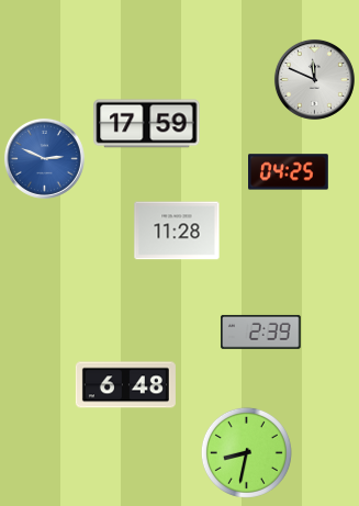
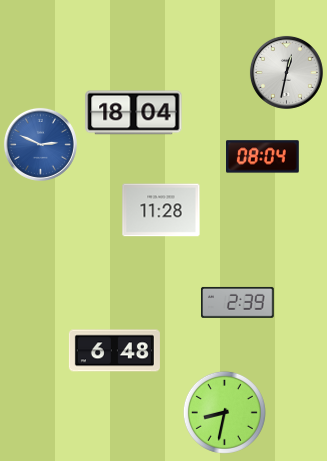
clock at (314, 79): 11:49 -> 12:32
clock at (147, 124): 17:59 -> 18:04
clock at (289, 172): 04:25 -> 08:04
